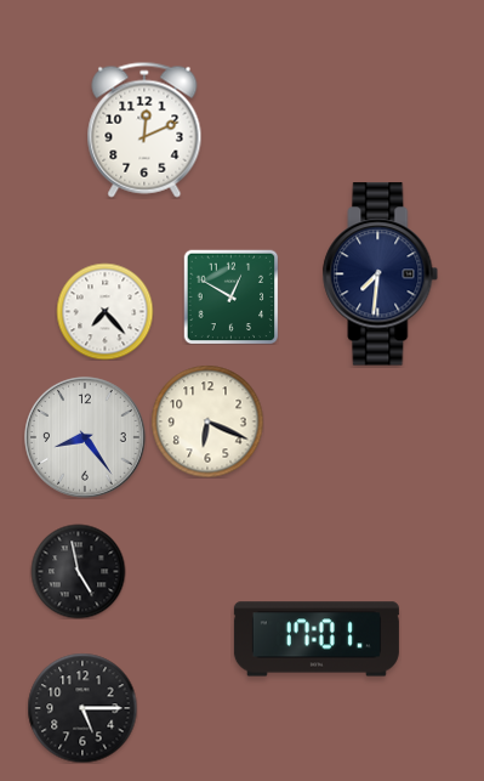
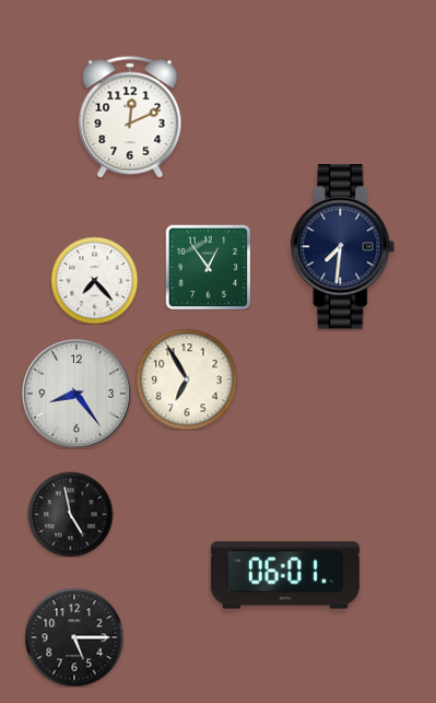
clock at (230, 296): 12:50 -> 12:54
clock at (207, 421): 6:19 -> 6:55
clock at (317, 639): 17:01 -> 06:01
